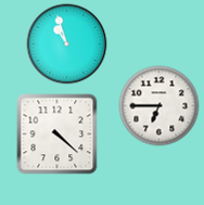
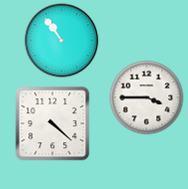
clock at (67, 44): 10:57 -> 10:54
clock at (160, 106): 6:45 -> 3:45
